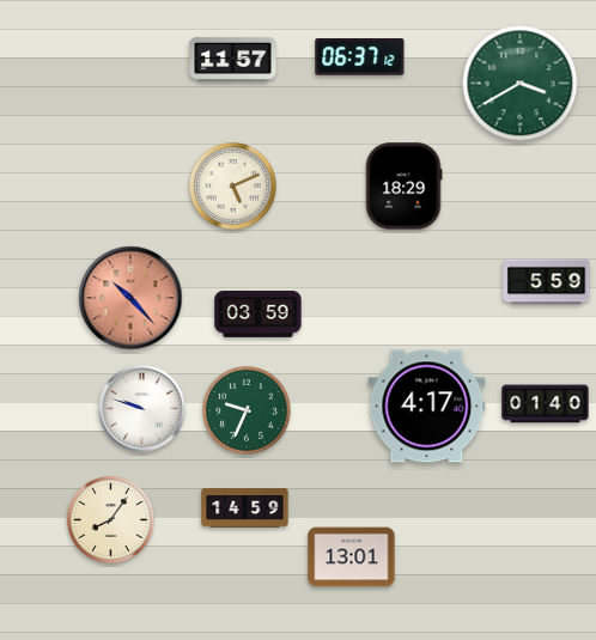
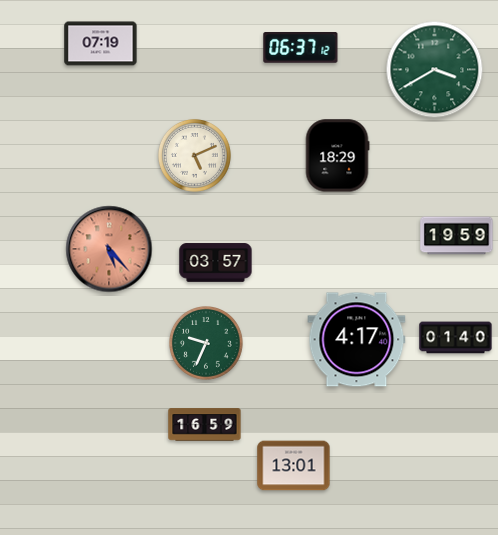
clock at (101, 44): none -> 07:19
clock at (233, 59): 11:57 -> none
clock at (547, 282): 5:59 -> 19:59
clock at (130, 298): 10:23 -> 5:23
clock at (259, 315): 03:59 -> 03:57
clock at (142, 409): 9:48 -> none
clock at (245, 508): 14:59 -> 16:59
clock at (110, 519): 8:06 -> none
